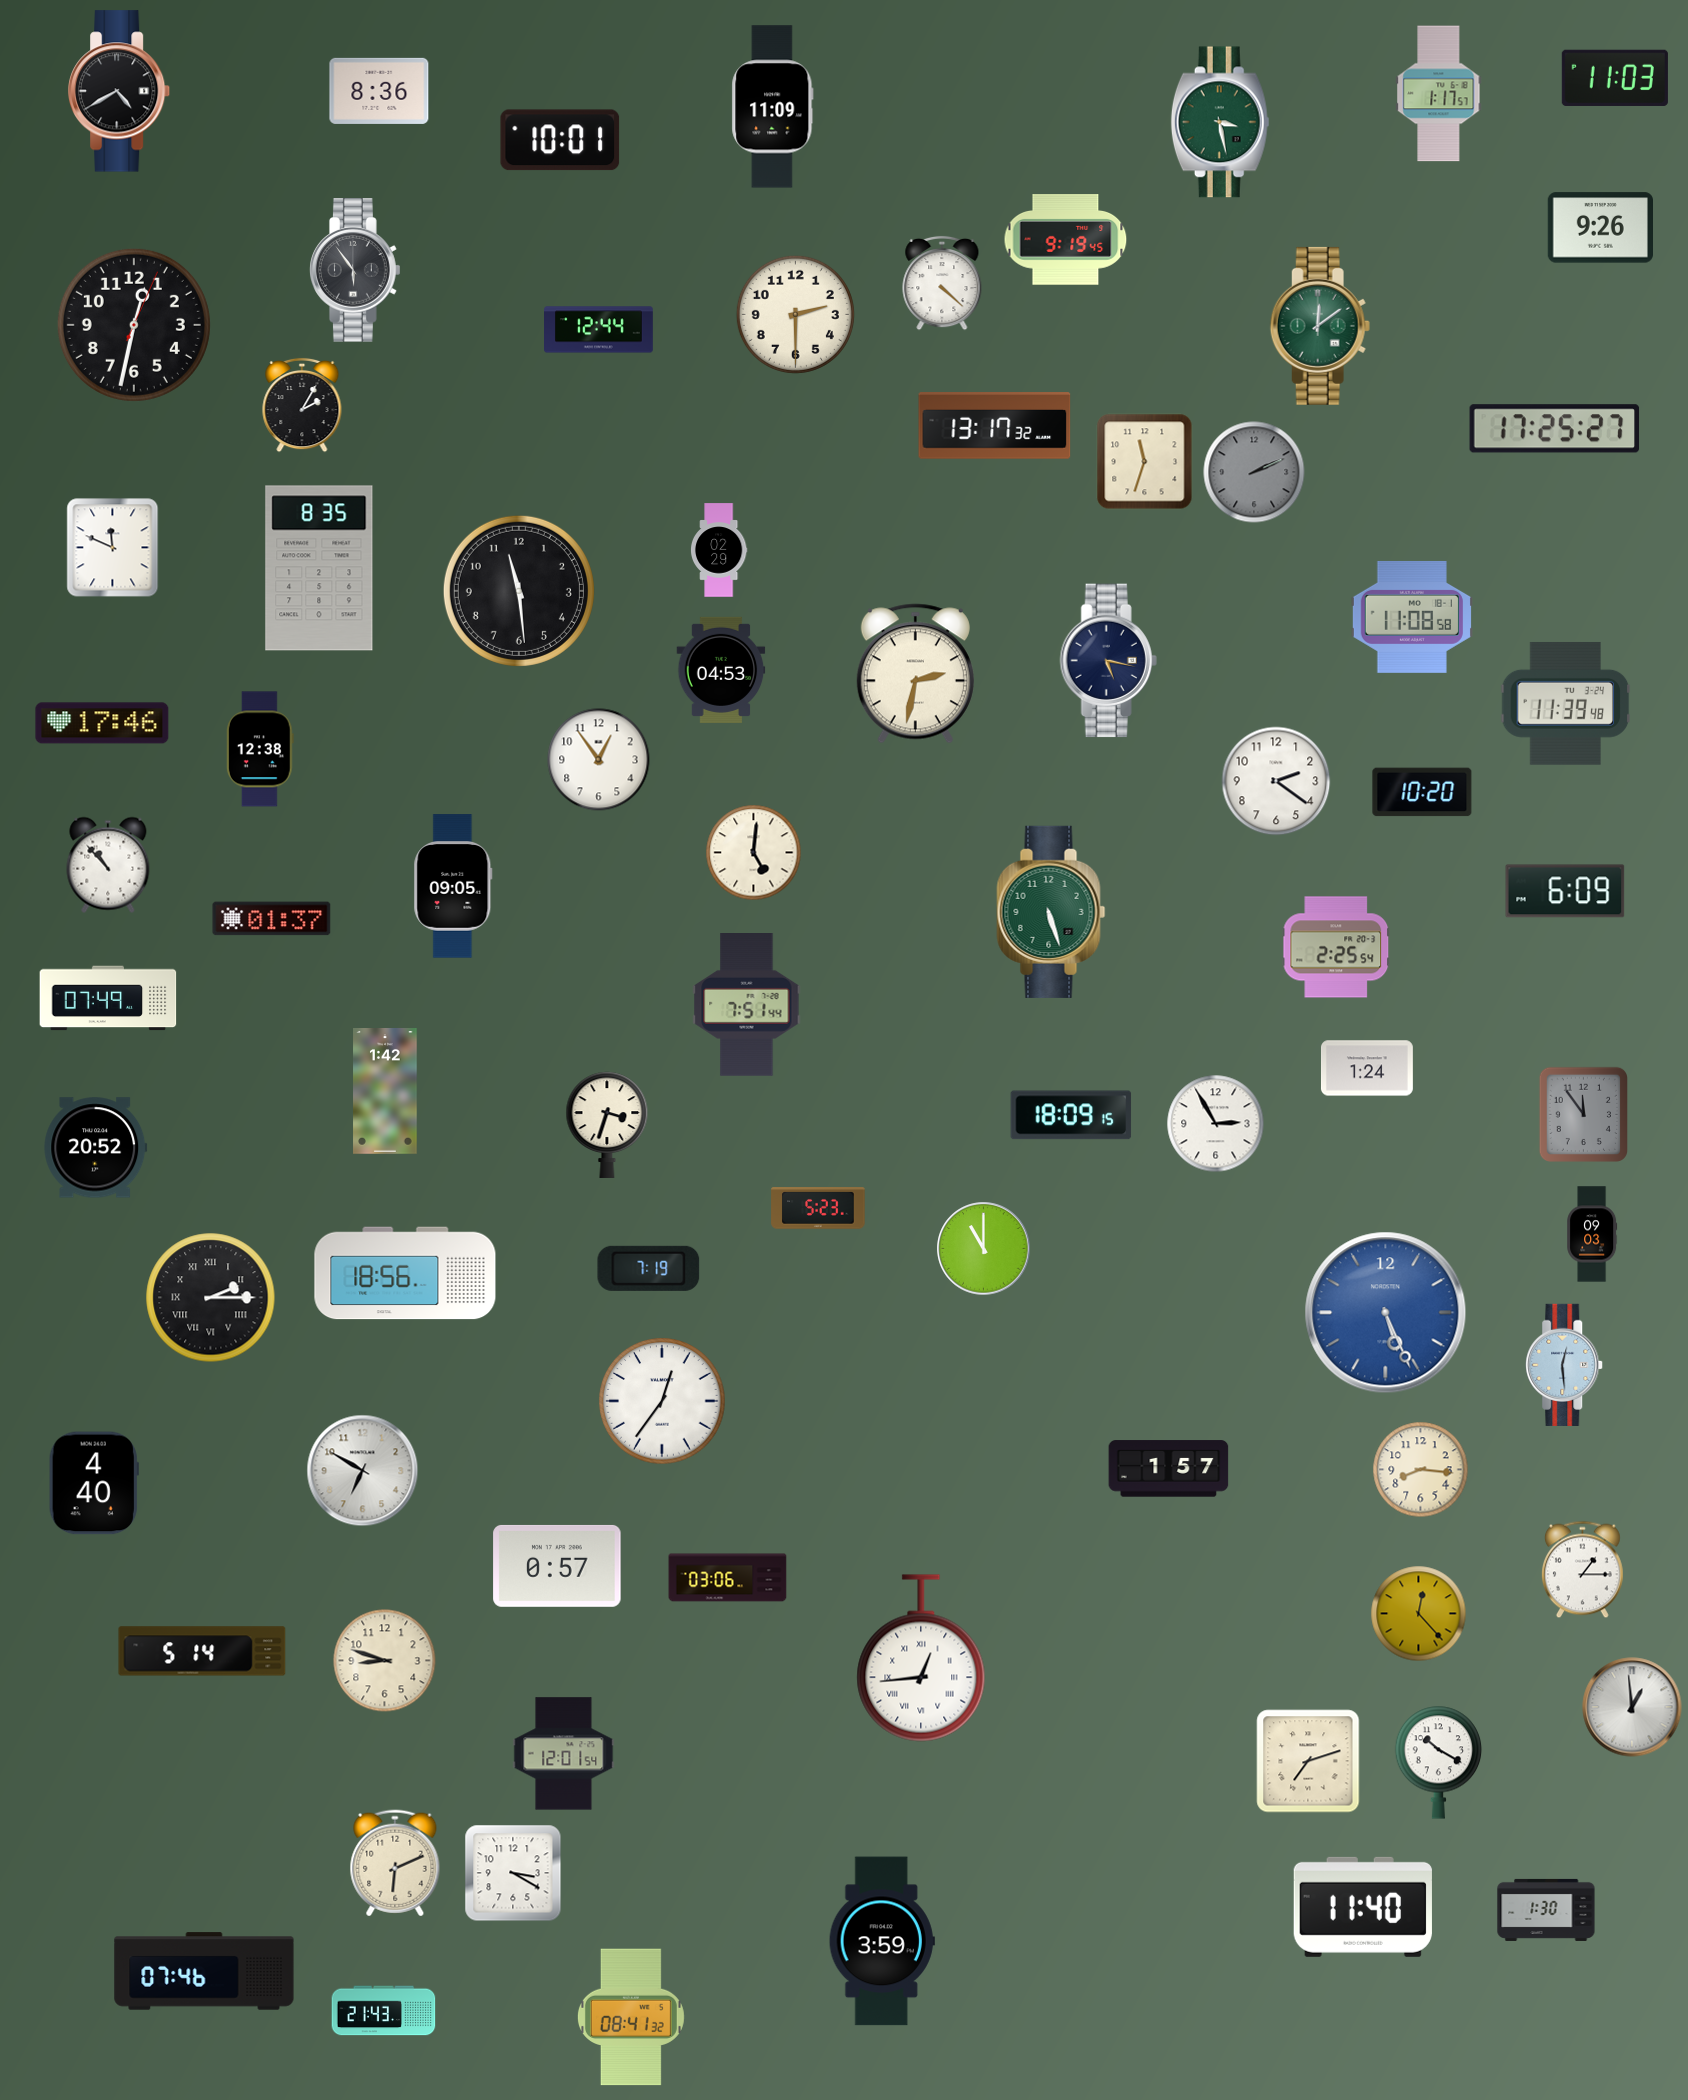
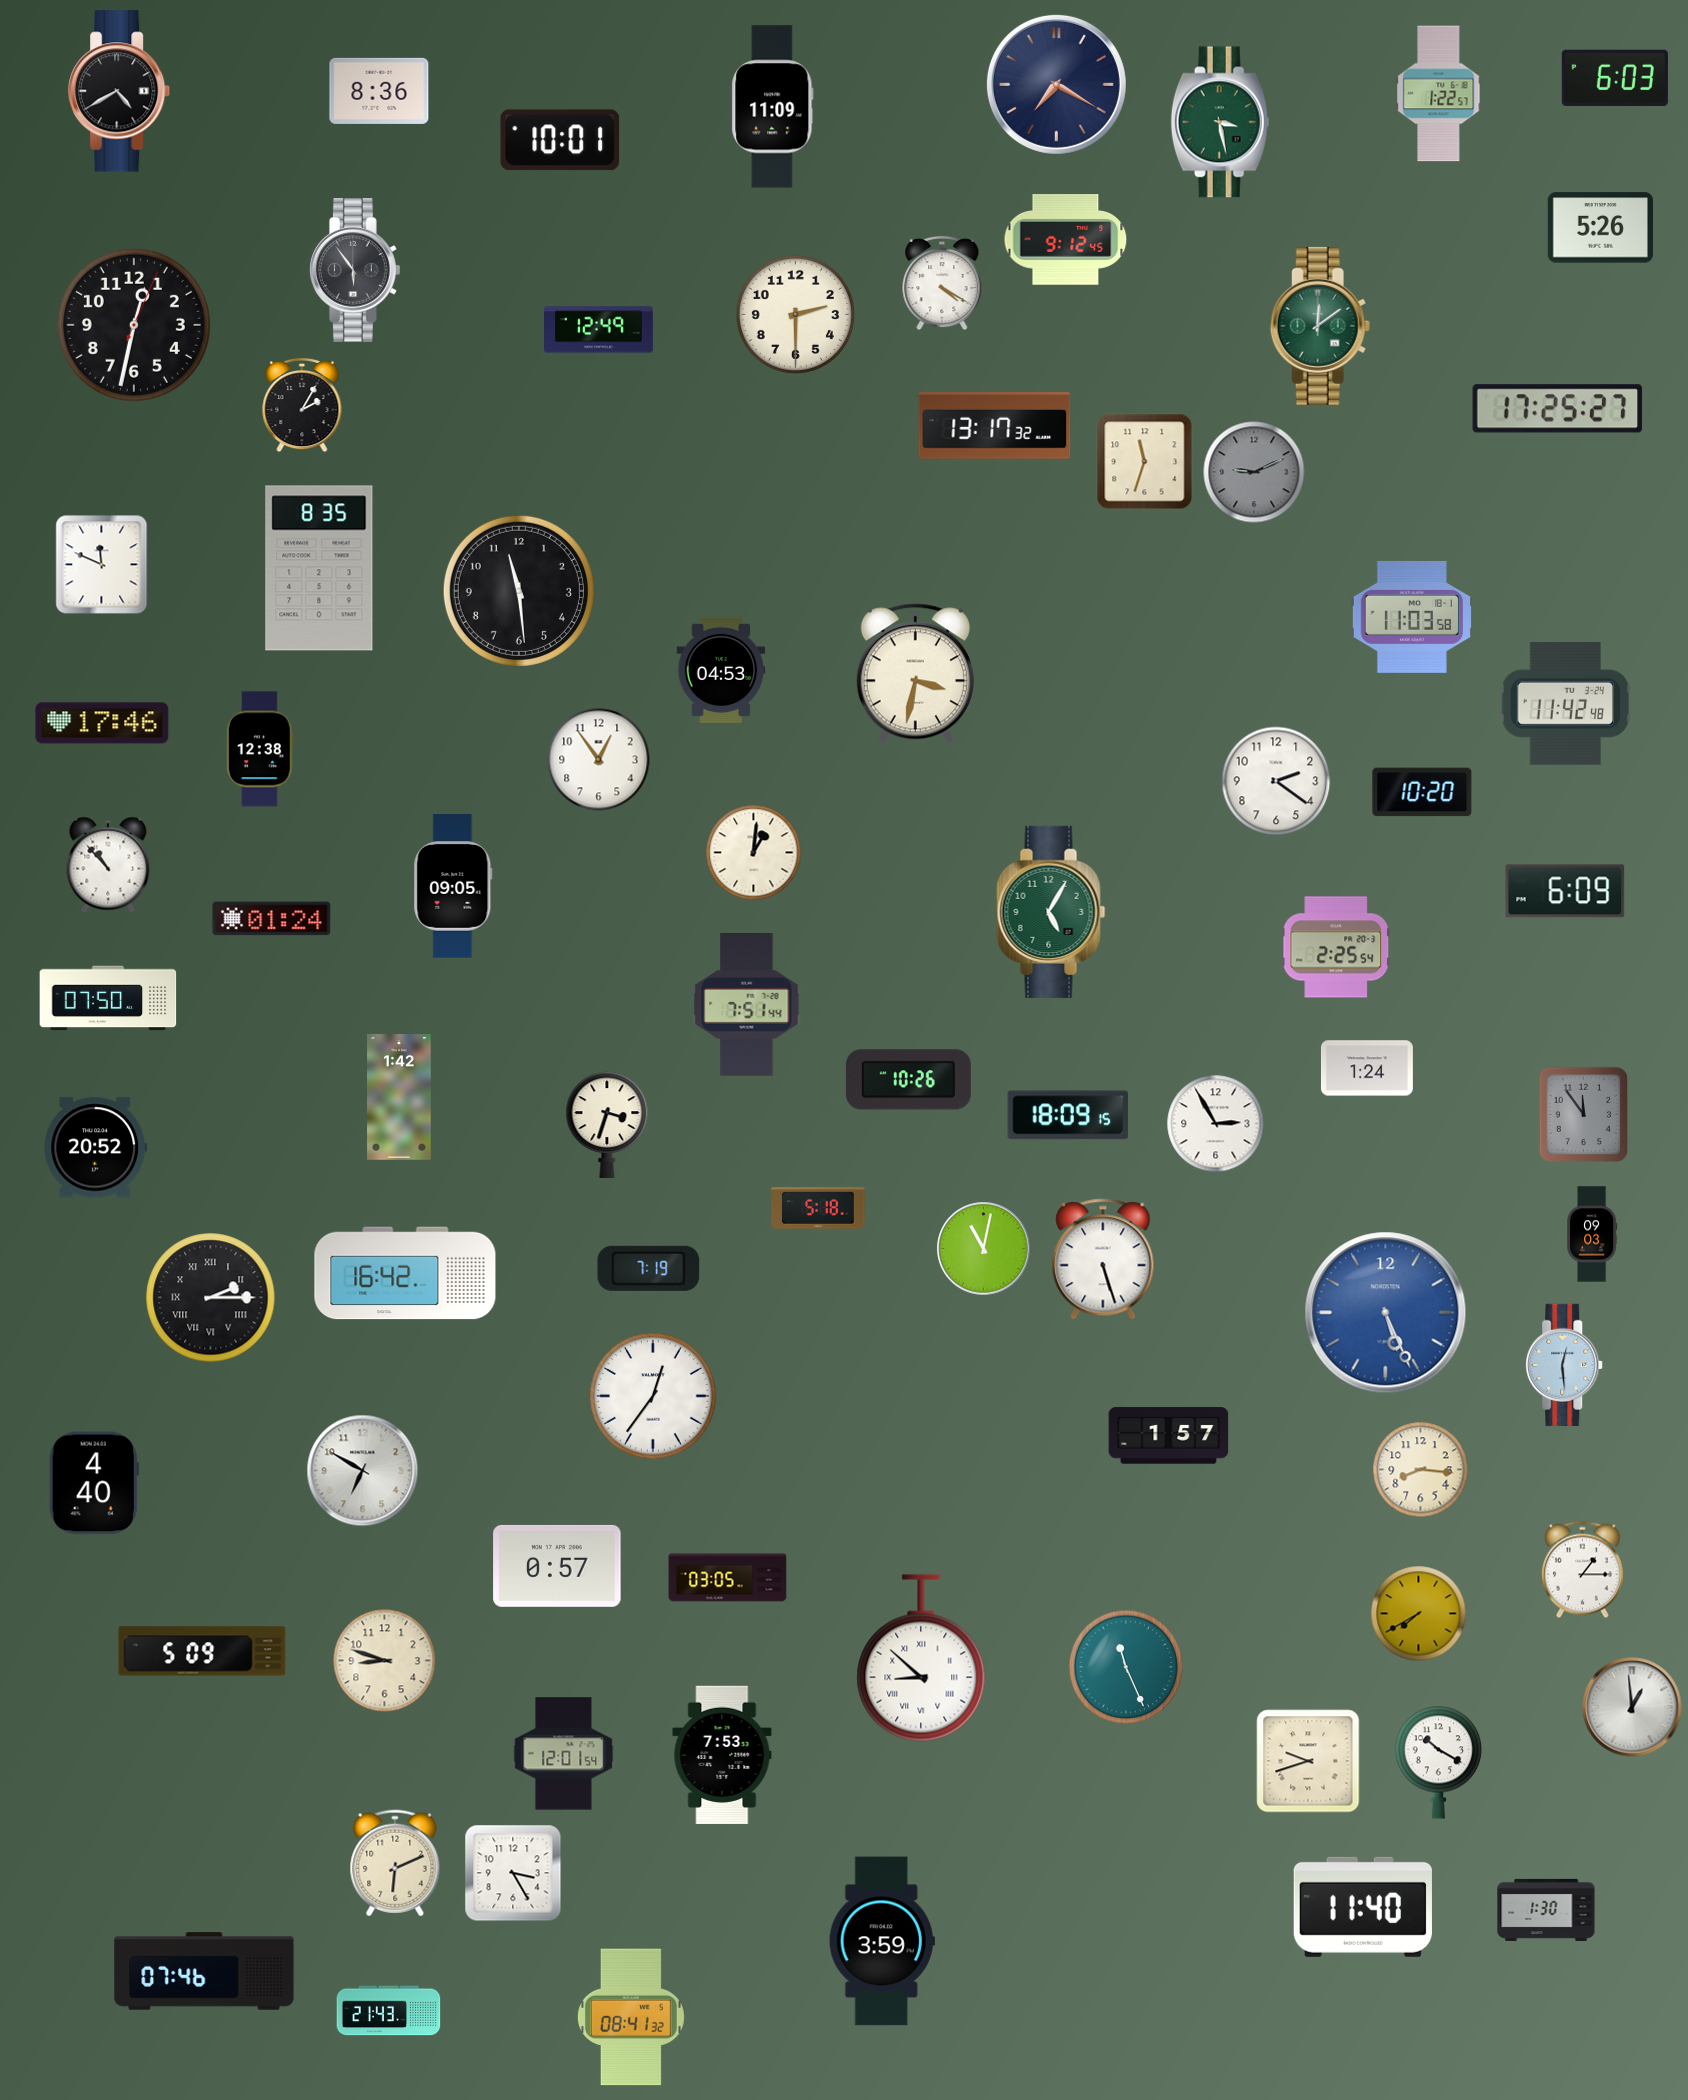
clock at (1615, 78): 11:03 -> 6:03
clock at (1056, 84): none -> 7:20
clock at (1439, 94): 1:17 -> 1:22
clock at (1600, 228): 9:26 -> 5:26
clock at (1066, 240): 9:19 -> 9:12
clock at (942, 283): 4:22 -> 4:20
clock at (599, 330): 12:44 -> 12:49
clock at (1555, 429) position: (1555, 429) -> (1558, 409)
clock at (1254, 472): 2:11 -> 9:11
clock at (113, 548) position: (113, 548) -> (102, 565)
clock at (719, 550): 02:29 -> none
clock at (1412, 617): 11:08 -> 11:03
clock at (1108, 661): 5:17 -> none
clock at (915, 674): 2:32 -> 3:32
clock at (1566, 703): 11:39 -> 11:42
clock at (754, 853): 5:01 -> 1:01
clock at (1051, 912): 5:27 -> 5:05
clock at (272, 919): 01:37 -> 01:24
clock at (108, 998): 07:49 -> 07:50
clock at (908, 1080): none -> 10:26
clock at (385, 1092) position: (385, 1092) -> (399, 1098)
clock at (1071, 1115) position: (1071, 1115) -> (1068, 1115)
clock at (818, 1208): 5:23 -> 5:18
clock at (984, 1249): 11:00 -> 11:02
clock at (1103, 1259): none -> 5:27
clock at (405, 1273): 18:56 -> 16:42
clock at (662, 1401) position: (662, 1401) -> (653, 1396)
clock at (1169, 1469) position: (1169, 1469) -> (1169, 1436)
clock at (728, 1578): 03:06 -> 03:05
clock at (1419, 1614): 12:23 -> 7:40
clock at (202, 1651): 5:14 -> 5:09
clock at (921, 1658): 12:44 -> 8:52
clock at (1126, 1667): none -> 11:26
clock at (722, 1754): none -> 7:53
clock at (1308, 1761): 7:12 -> 9:42
clock at (513, 1873): 3:20 -> 3:25
clock at (384, 2011) position: (384, 2011) -> (389, 2011)
